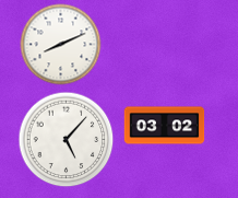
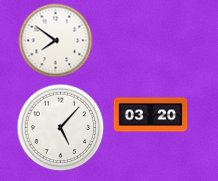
clock at (61, 45): 8:11 -> 7:51
clock at (165, 126): 03:02 -> 03:20
